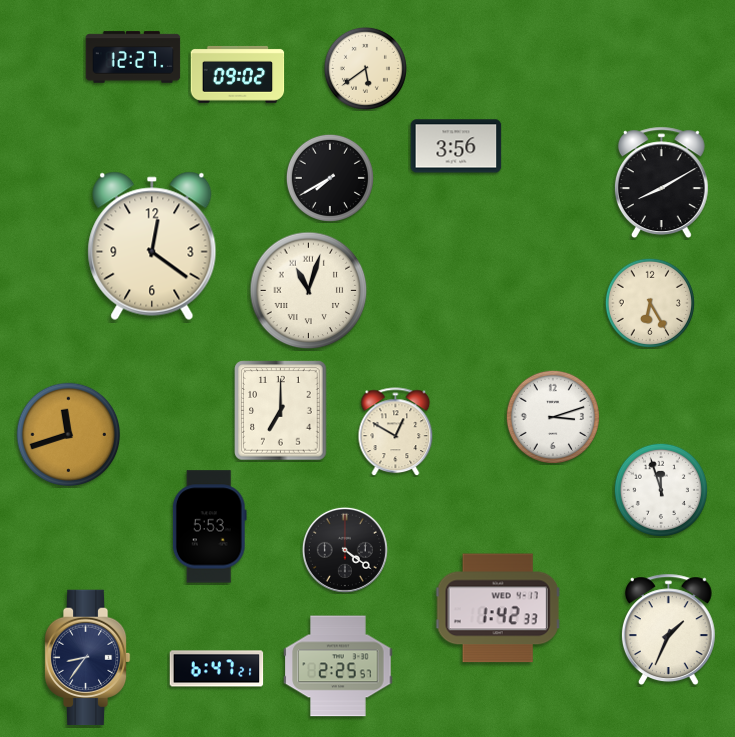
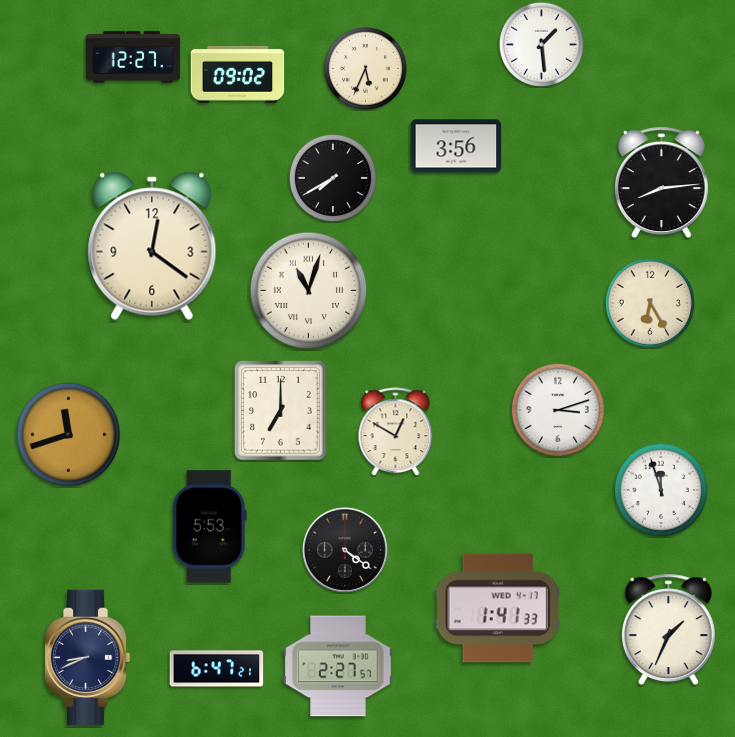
clock at (541, 44): none -> 1:29
clock at (365, 68): 5:39 -> 5:34
clock at (330, 178) position: (330, 178) -> (333, 178)
clock at (661, 183): 8:10 -> 8:14
clock at (552, 416) position: (552, 416) -> (557, 409)
clock at (498, 608): 1:42 -> 1:41
clock at (87, 658): 8:36 -> 8:41
clock at (338, 666): 2:25 -> 2:27
